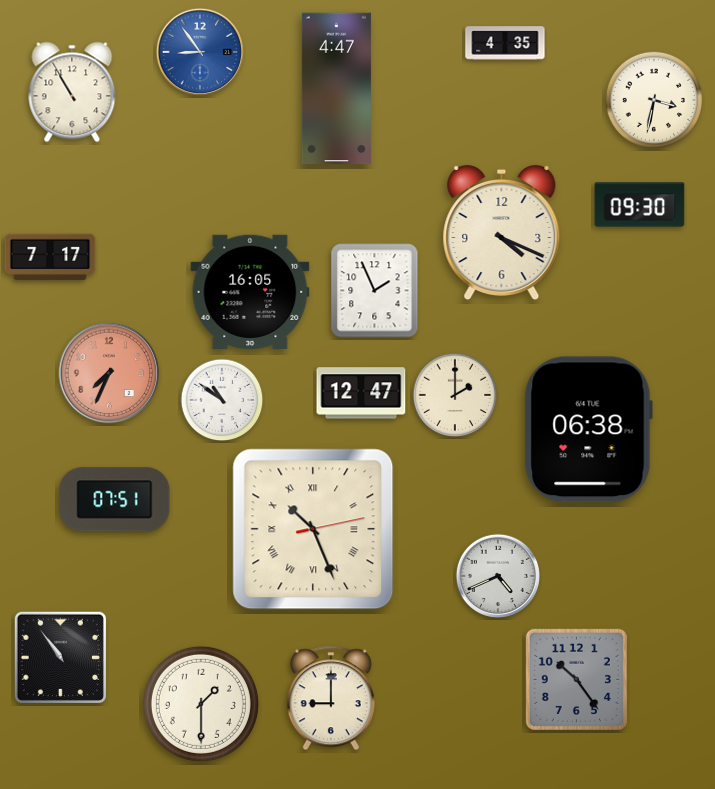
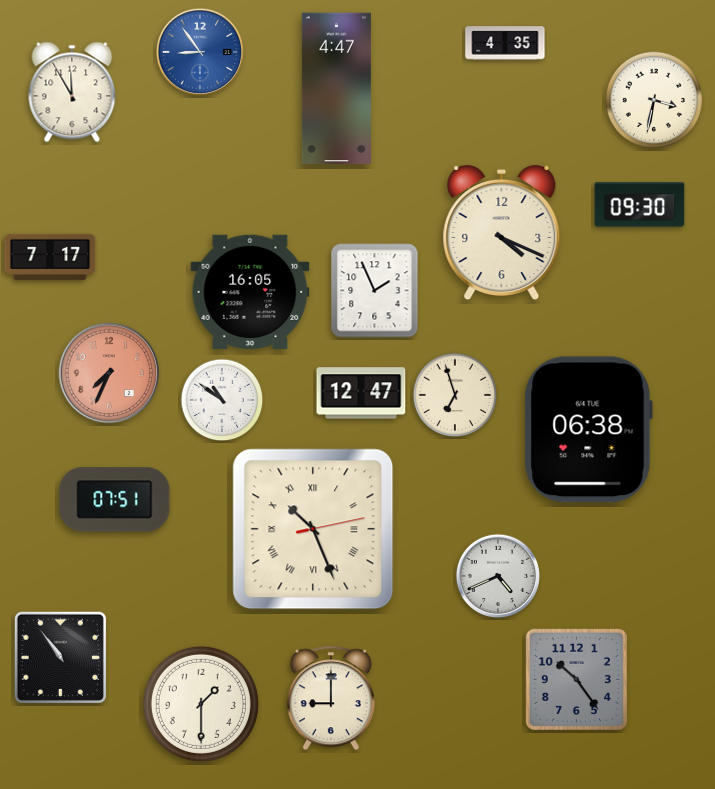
clock at (72, 92): 10:55 -> 11:55
clock at (455, 395): 2:00 -> 6:57
